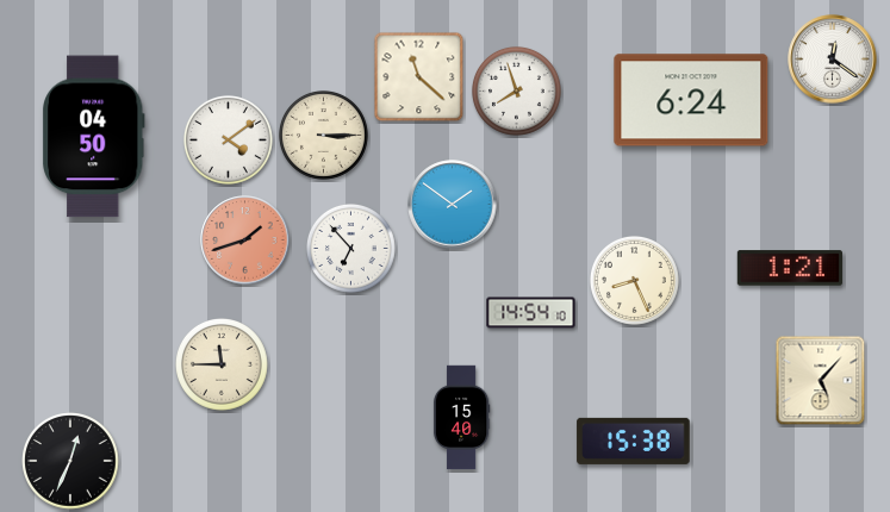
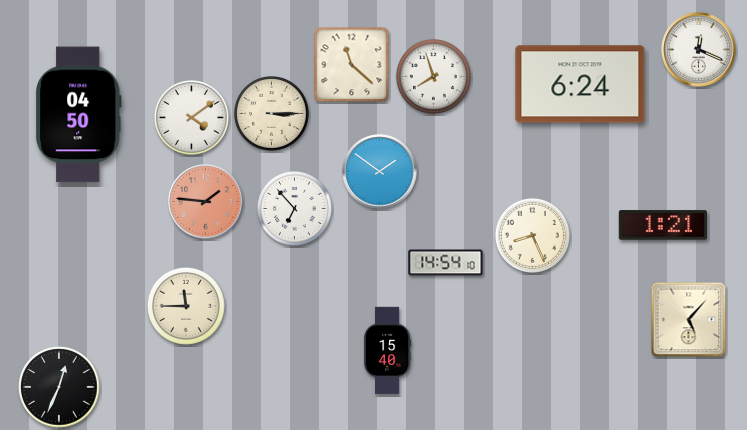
clock at (833, 60): 12:21 -> 12:19
clock at (245, 241): 1:42 -> 1:46
clock at (634, 441): 15:38 -> none
